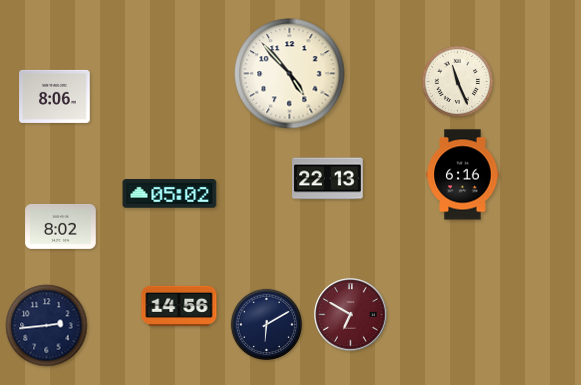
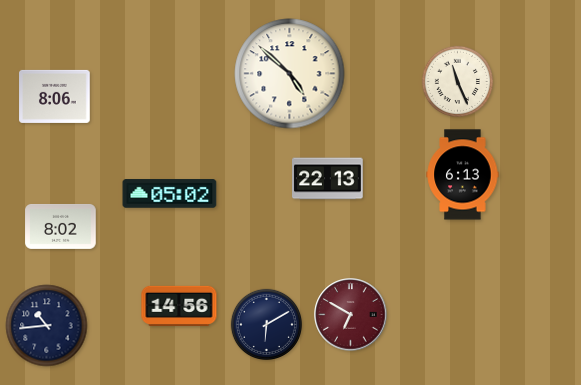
clock at (290, 74): 4:53 -> 4:52
clock at (463, 175): 6:16 -> 6:13
clock at (47, 326): 2:44 -> 10:44
